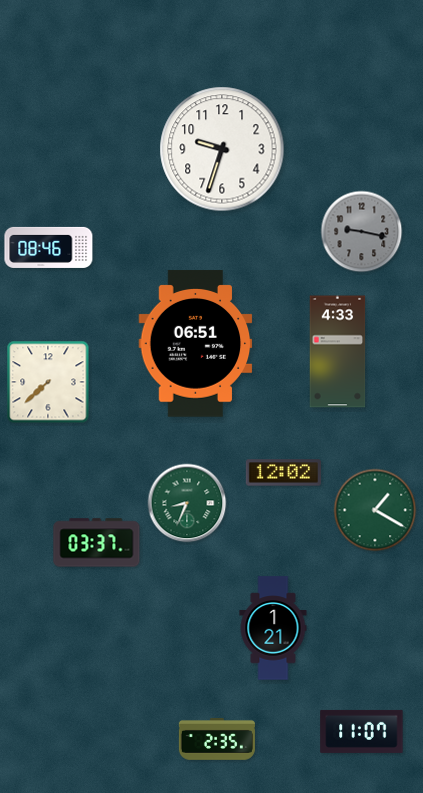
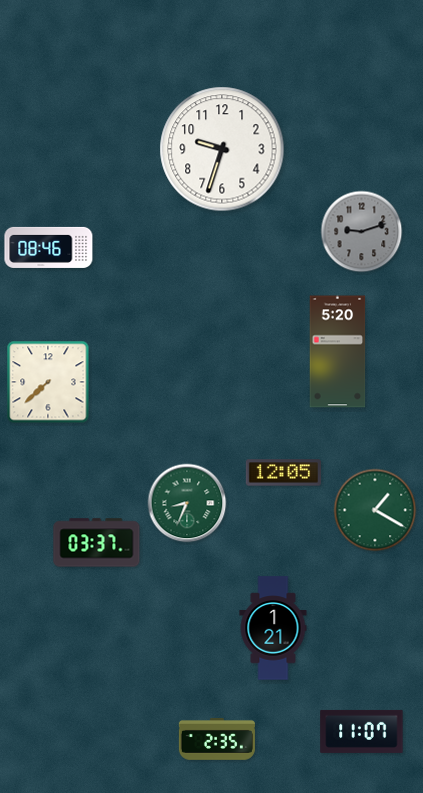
clock at (362, 232): 9:17 -> 9:12
clock at (196, 344): 06:51 -> none
clock at (338, 352): 4:33 -> 5:20
clock at (283, 473): 12:02 -> 12:05
